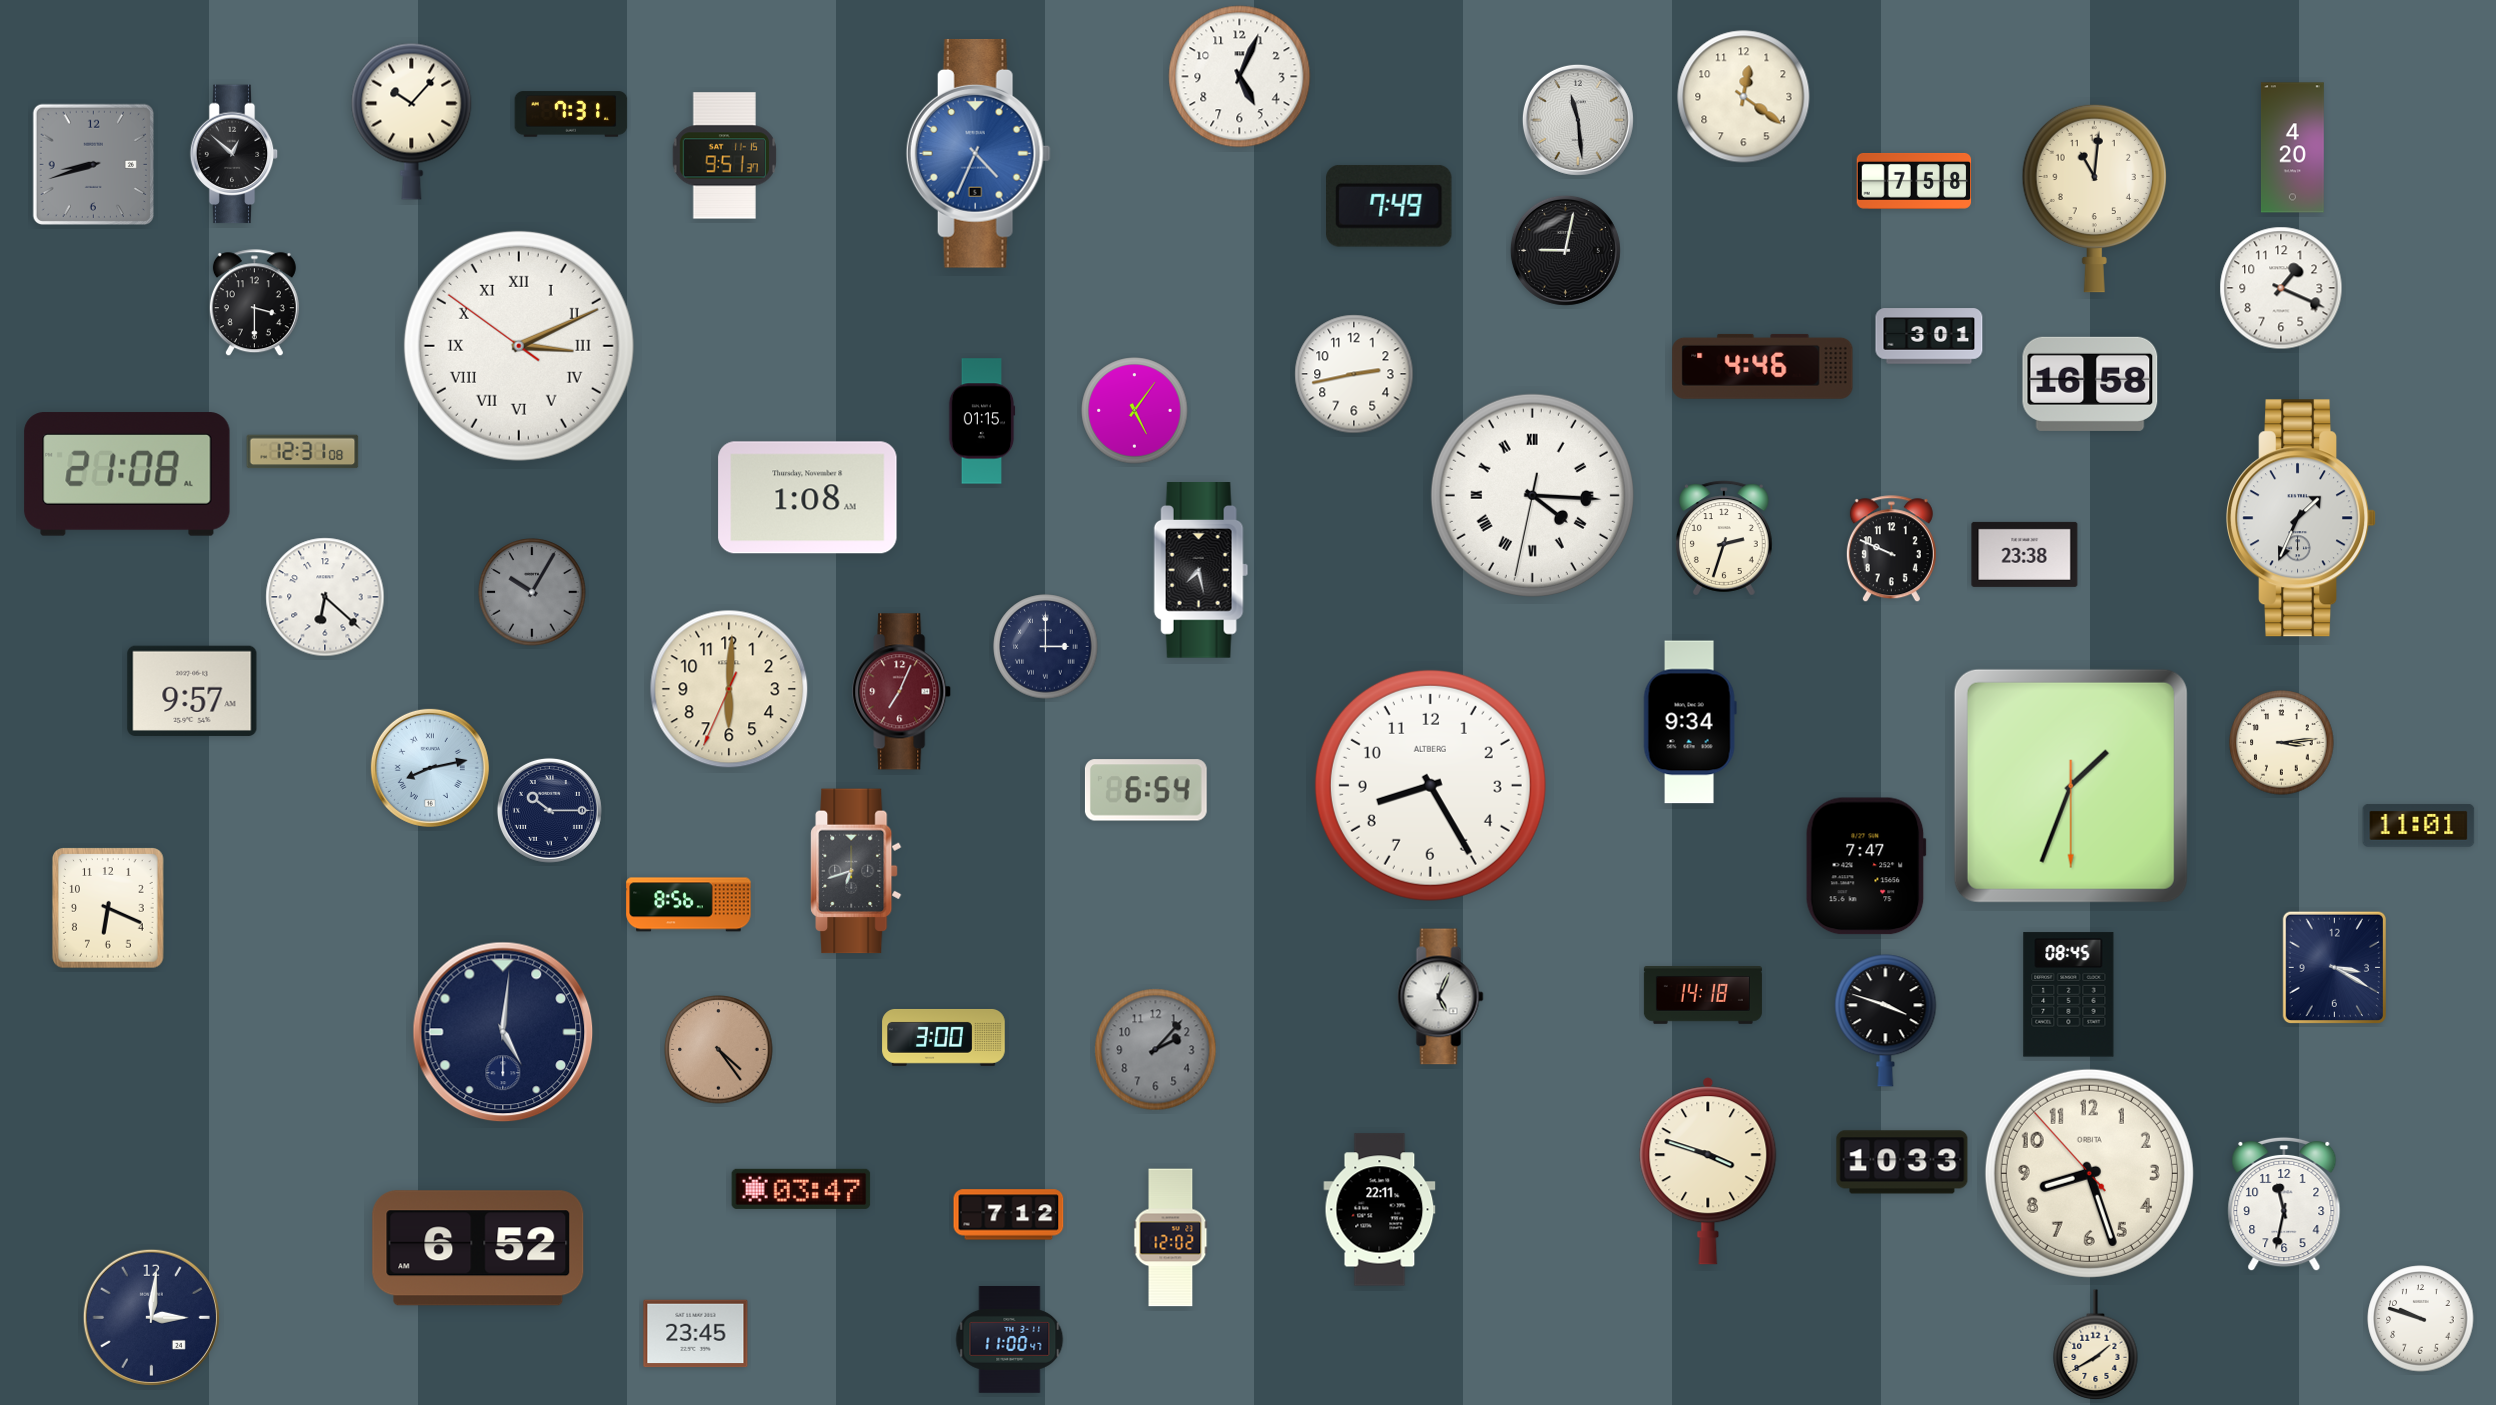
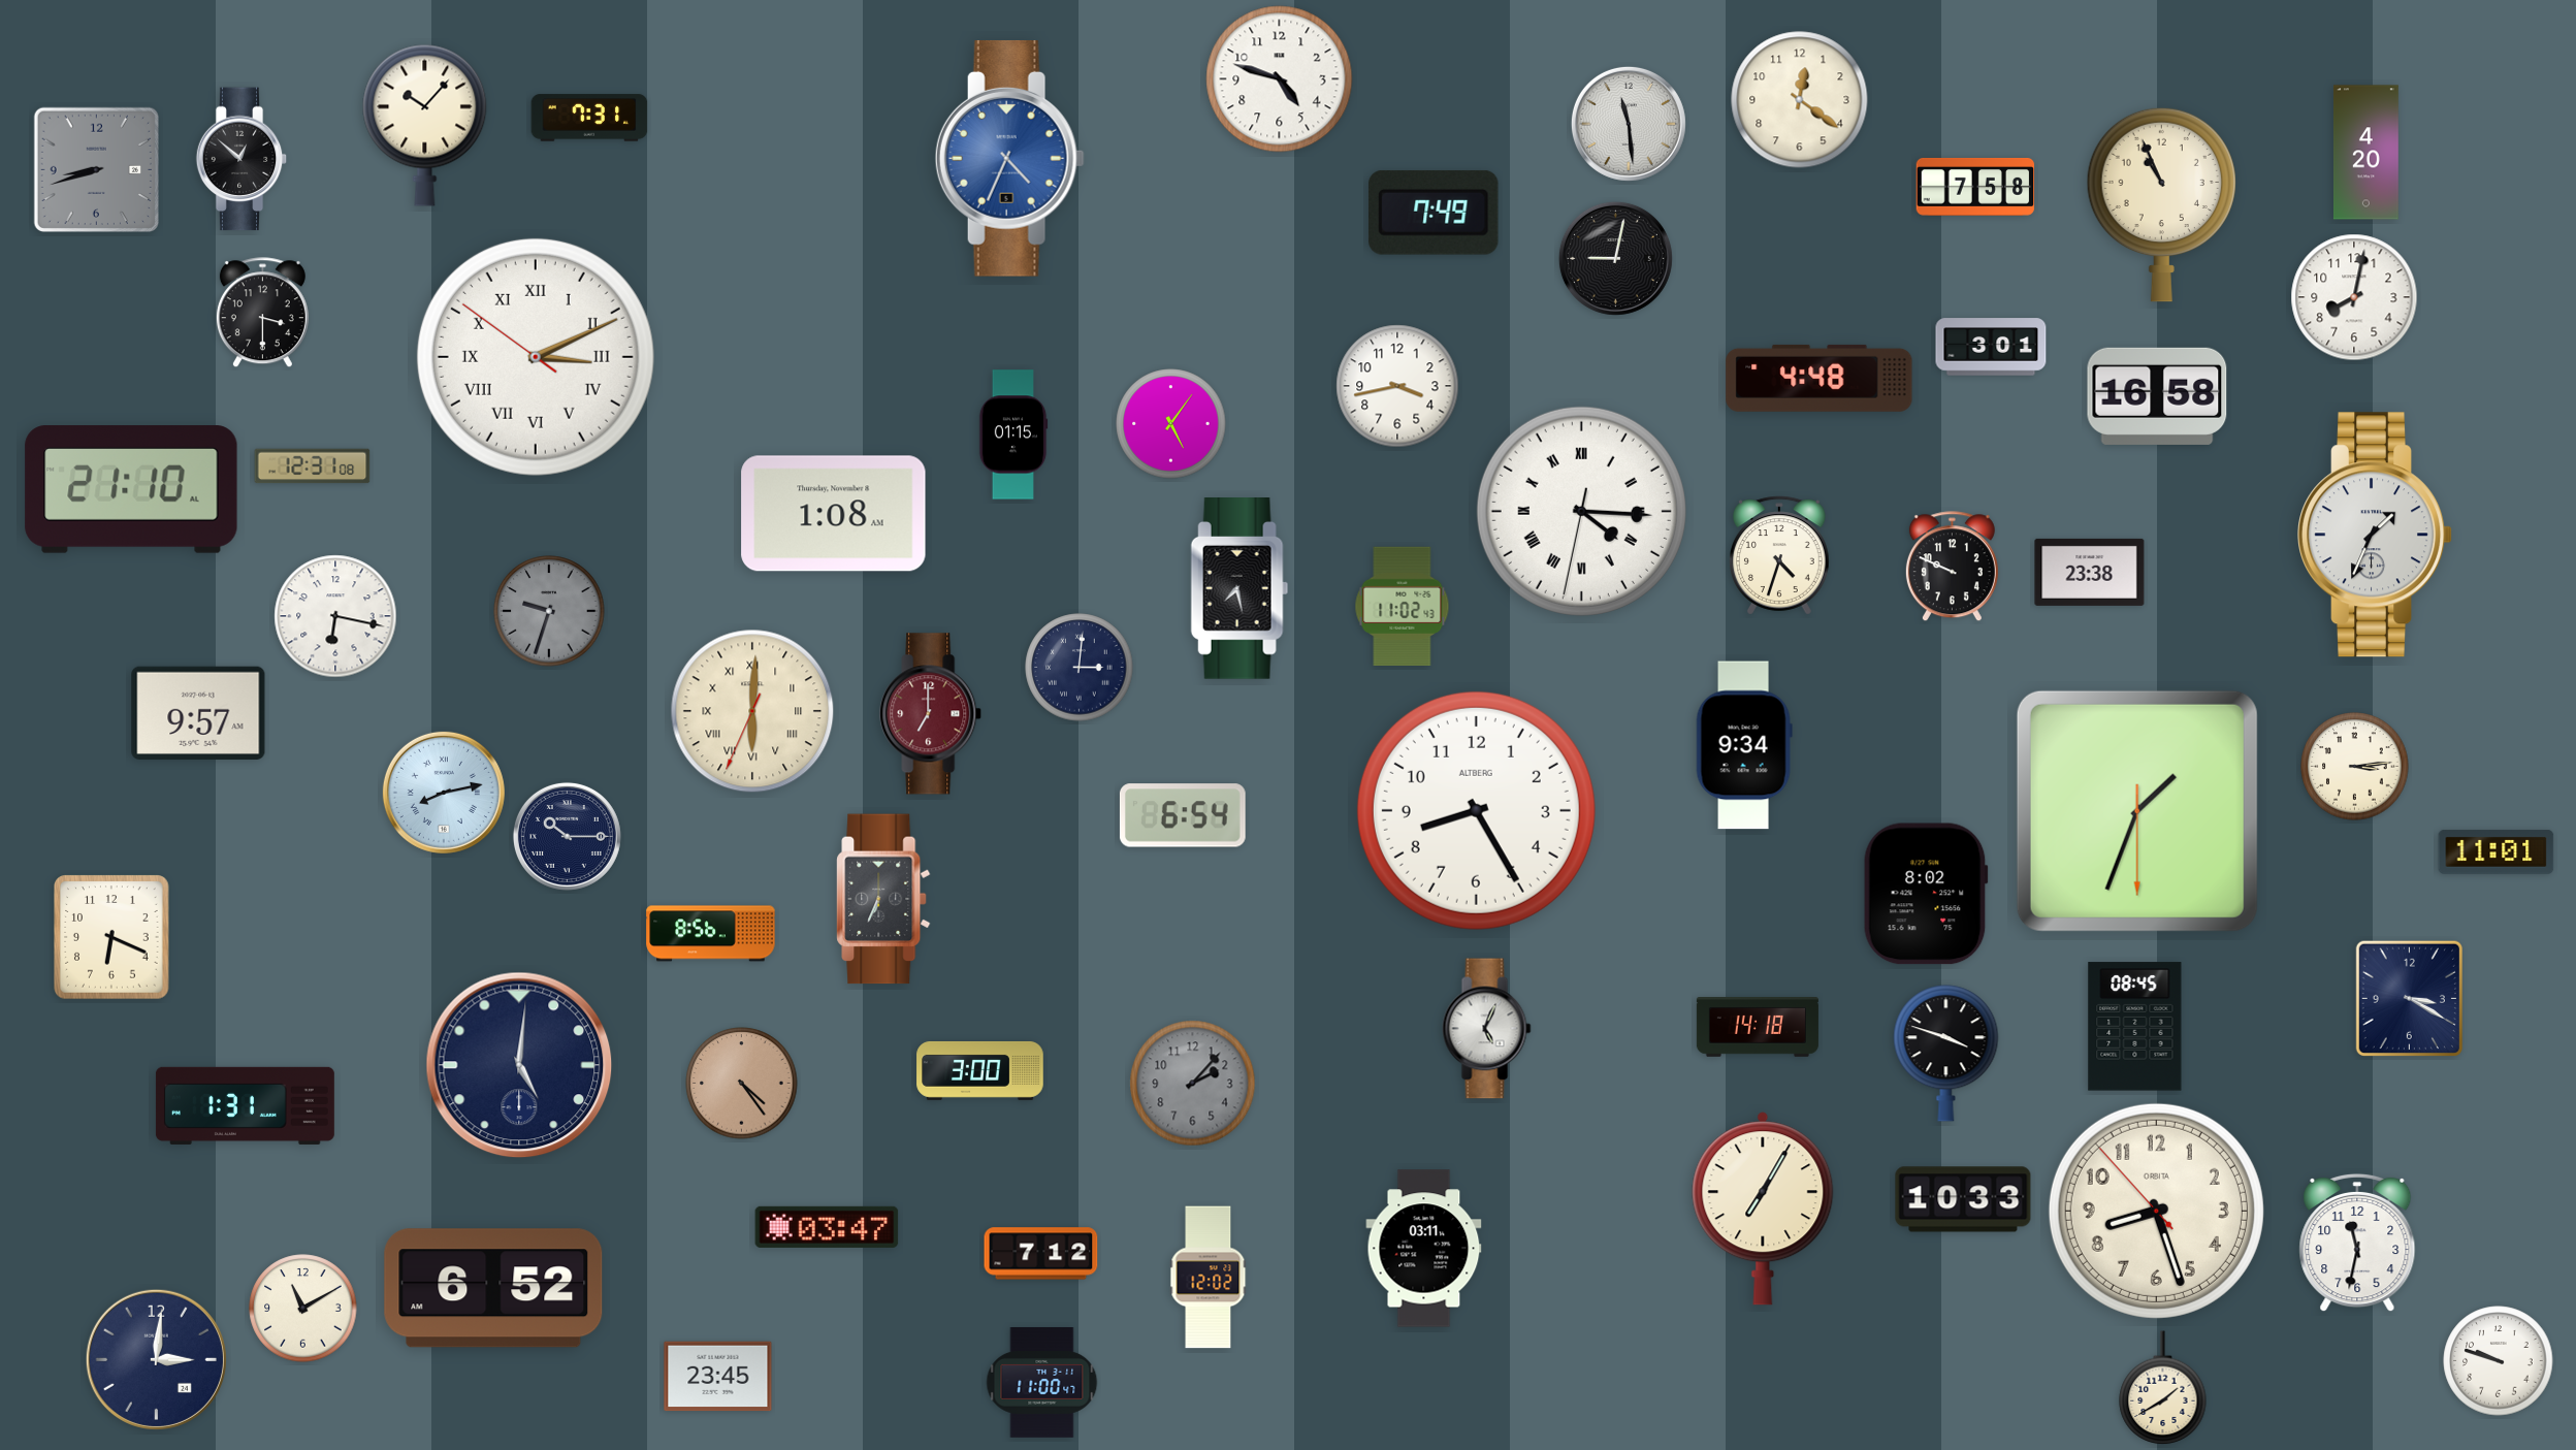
clock at (1240, 77): 5:04 -> 4:48
clock at (724, 156): 9:51 -> none
clock at (2094, 198): 11:01 -> 10:56
clock at (2281, 288): 1:19 -> 8:02
clock at (1763, 366): 4:46 -> 4:48
clock at (1354, 374): 2:43 -> 3:43
clock at (127, 474): 21:08 -> 21:10
clock at (1725, 538): 2:33 -> 4:33
clock at (1403, 606): none -> 11:02
clock at (532, 592): 10:05 -> 9:33
clock at (325, 597): 6:22 -> 6:17
clock at (1046, 647): 3:00 -> 3:01
clock at (729, 689) numerals: Arabic -> Roman
clock at (902, 692): 7:04 -> 7:00
clock at (1866, 866): 7:47 -> 8:02
clock at (856, 871): 6:42 -> 6:34
clock at (944, 1037) position: (944, 1037) -> (980, 1070)
clock at (245, 1105): none -> 1:31
clock at (1708, 1171): 3:48 -> 7:05
clock at (1380, 1210): 22:11 -> 03:11
clock at (303, 1309): none -> 11:10
